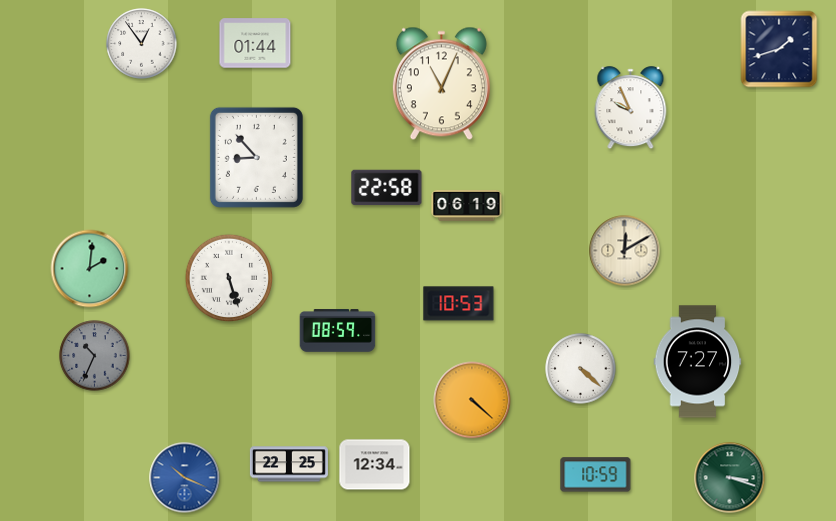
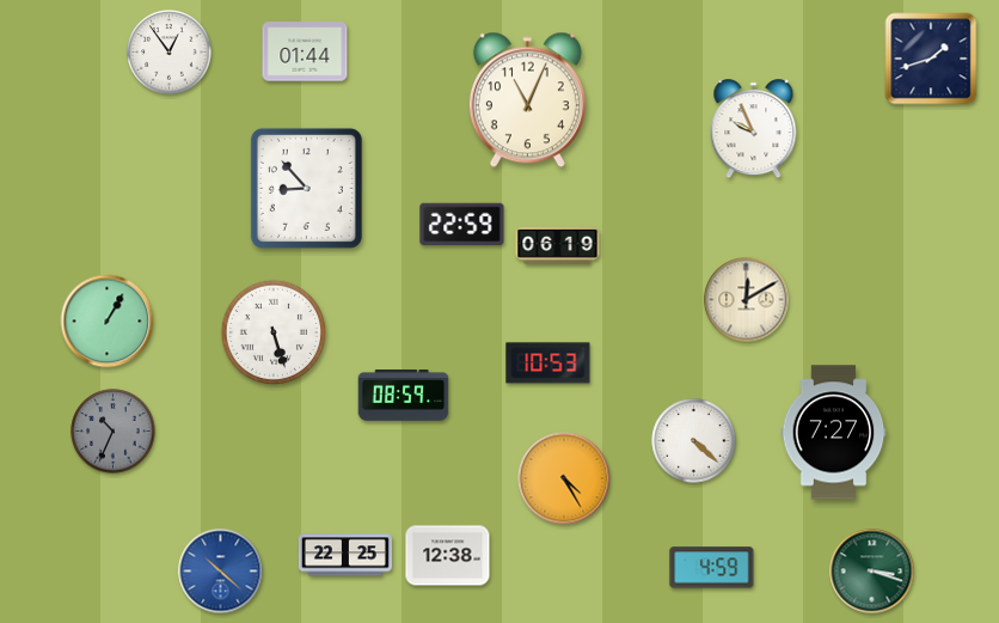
clock at (387, 188): 22:58 -> 22:59
clock at (90, 269): 2:01 -> 1:05
clock at (95, 356) position: (95, 356) -> (114, 432)
clock at (472, 400): 4:22 -> 4:25
clock at (375, 465): 12:34 -> 12:38
clock at (596, 475): 10:59 -> 4:59
clock at (185, 478): 10:19 -> 10:22
